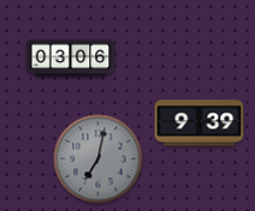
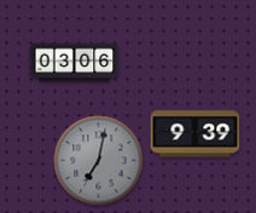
clock at (71, 59) position: (71, 59) -> (75, 63)
clock at (200, 123) position: (200, 123) -> (196, 134)
